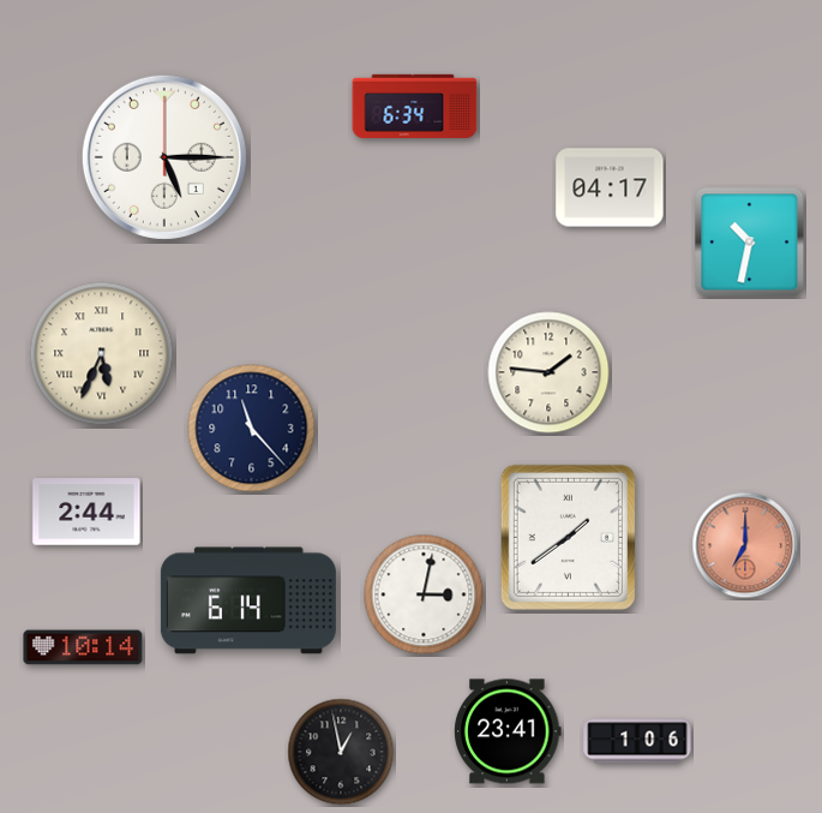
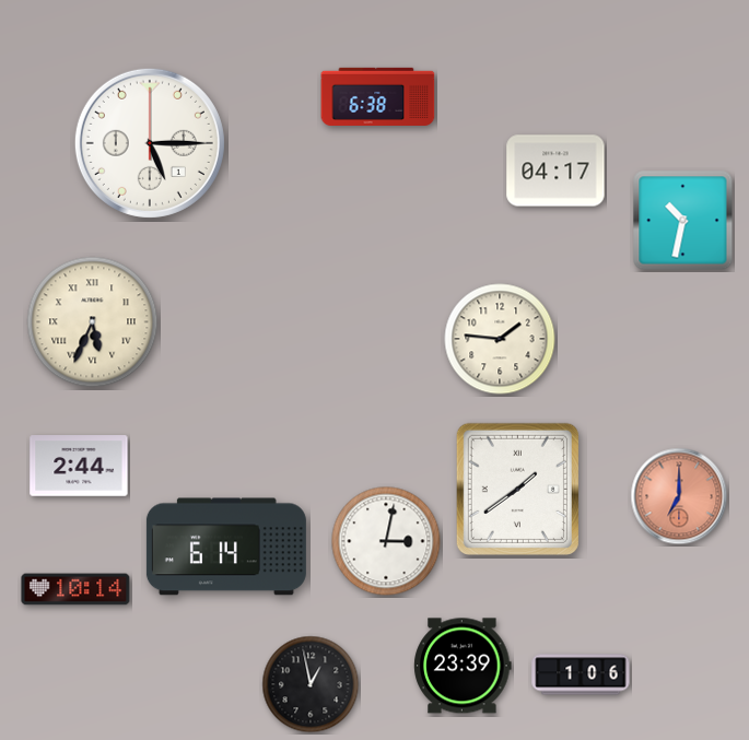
clock at (415, 106): 6:34 -> 6:38
clock at (252, 429): 11:23 -> none
clock at (508, 731): 23:41 -> 23:39
